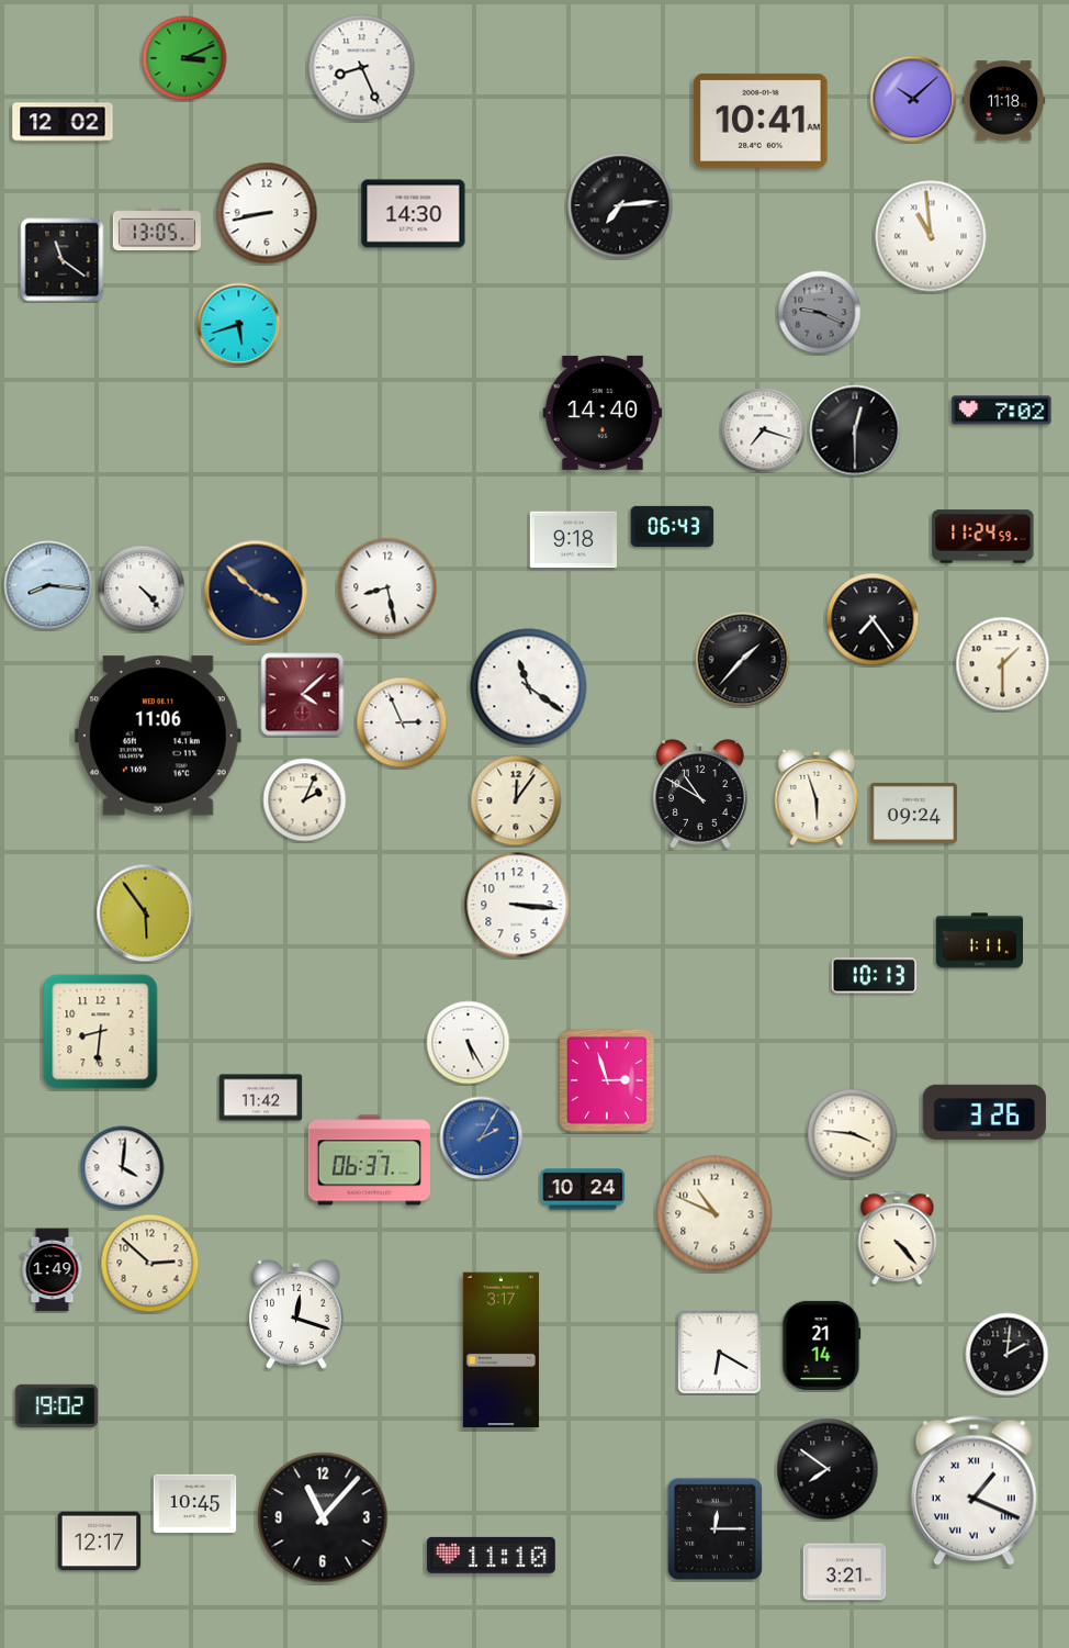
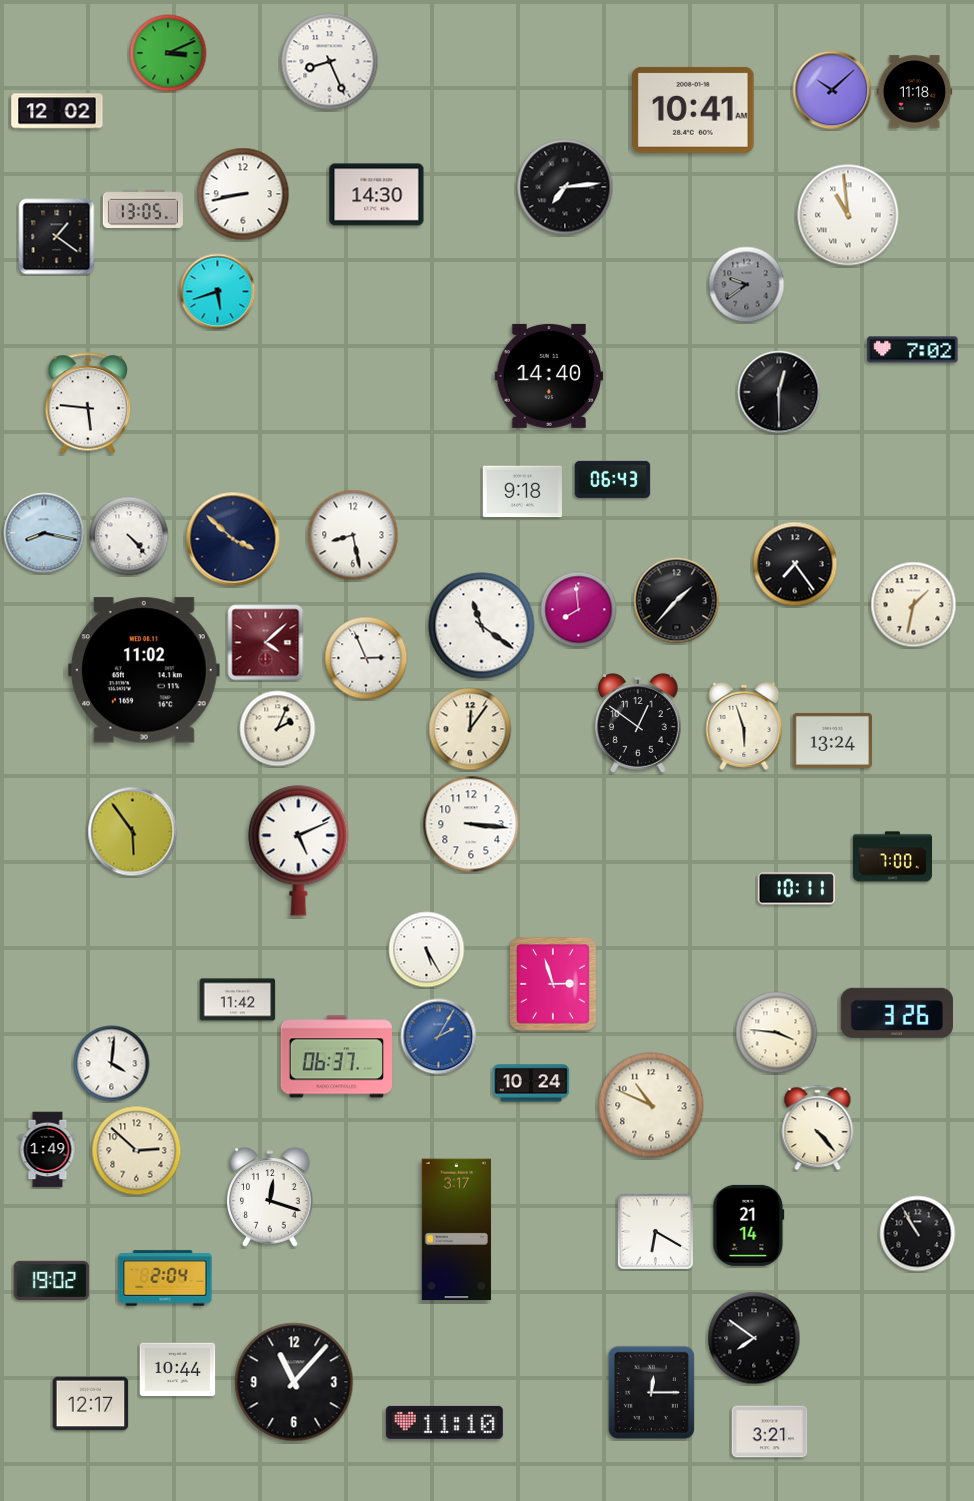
clock at (63, 260): 11:21 -> 1:21
clock at (820, 313): 9:19 -> 9:39
clock at (239, 325) position: (239, 325) -> (218, 292)
clock at (1002, 411) position: (1002, 411) -> (913, 350)
clock at (764, 430): 7:18 -> none
clock at (88, 403): none -> 5:46
clock at (983, 537): 11:24 -> none
clock at (48, 585): 8:16 -> 8:17
clock at (1003, 664): 1:30 -> 1:32
clock at (579, 610): none -> 7:59
clock at (303, 695) position: (303, 695) -> (266, 643)
clock at (158, 736): 11:06 -> 11:02
clock at (701, 794): 10:50 -> 12:51
clock at (913, 812): 09:24 -> 13:24
clock at (299, 851): none -> 5:11
clock at (979, 941): 1:11 -> 7:00
clock at (874, 976): 10:13 -> 10:11
clock at (101, 1032): 8:31 -> none
clock at (53, 1270) position: (53, 1270) -> (48, 1150)
clock at (1008, 1355): 2:01 -> 10:55
clock at (165, 1278): none -> 2:04
clock at (974, 1490): 1:19 -> none
clock at (195, 1504): 10:45 -> 10:44
clock at (491, 1555) position: (491, 1555) -> (444, 1422)
